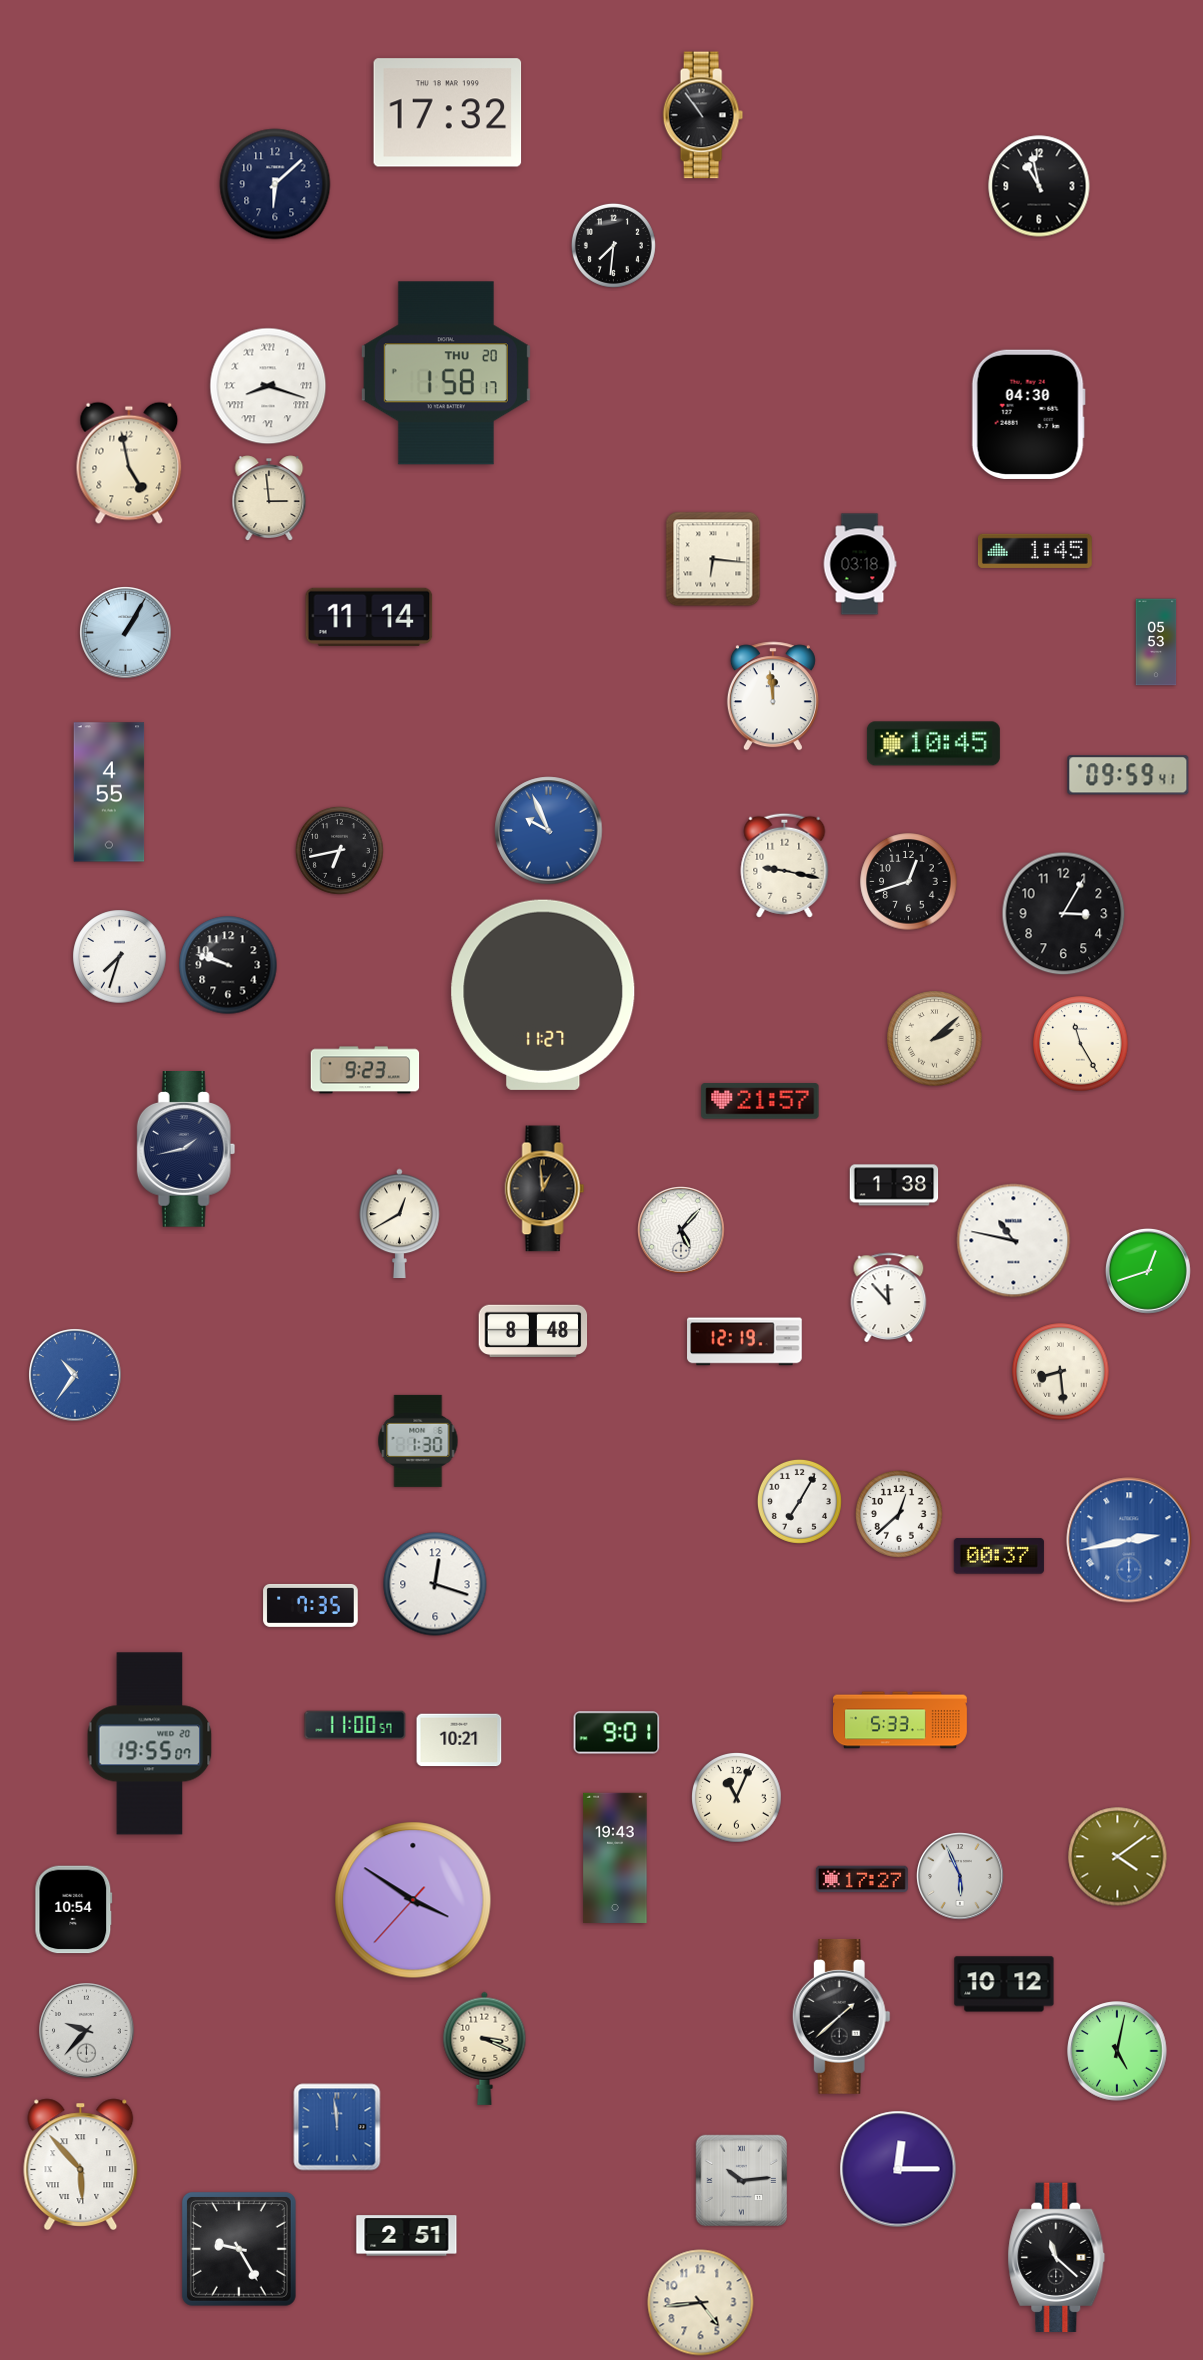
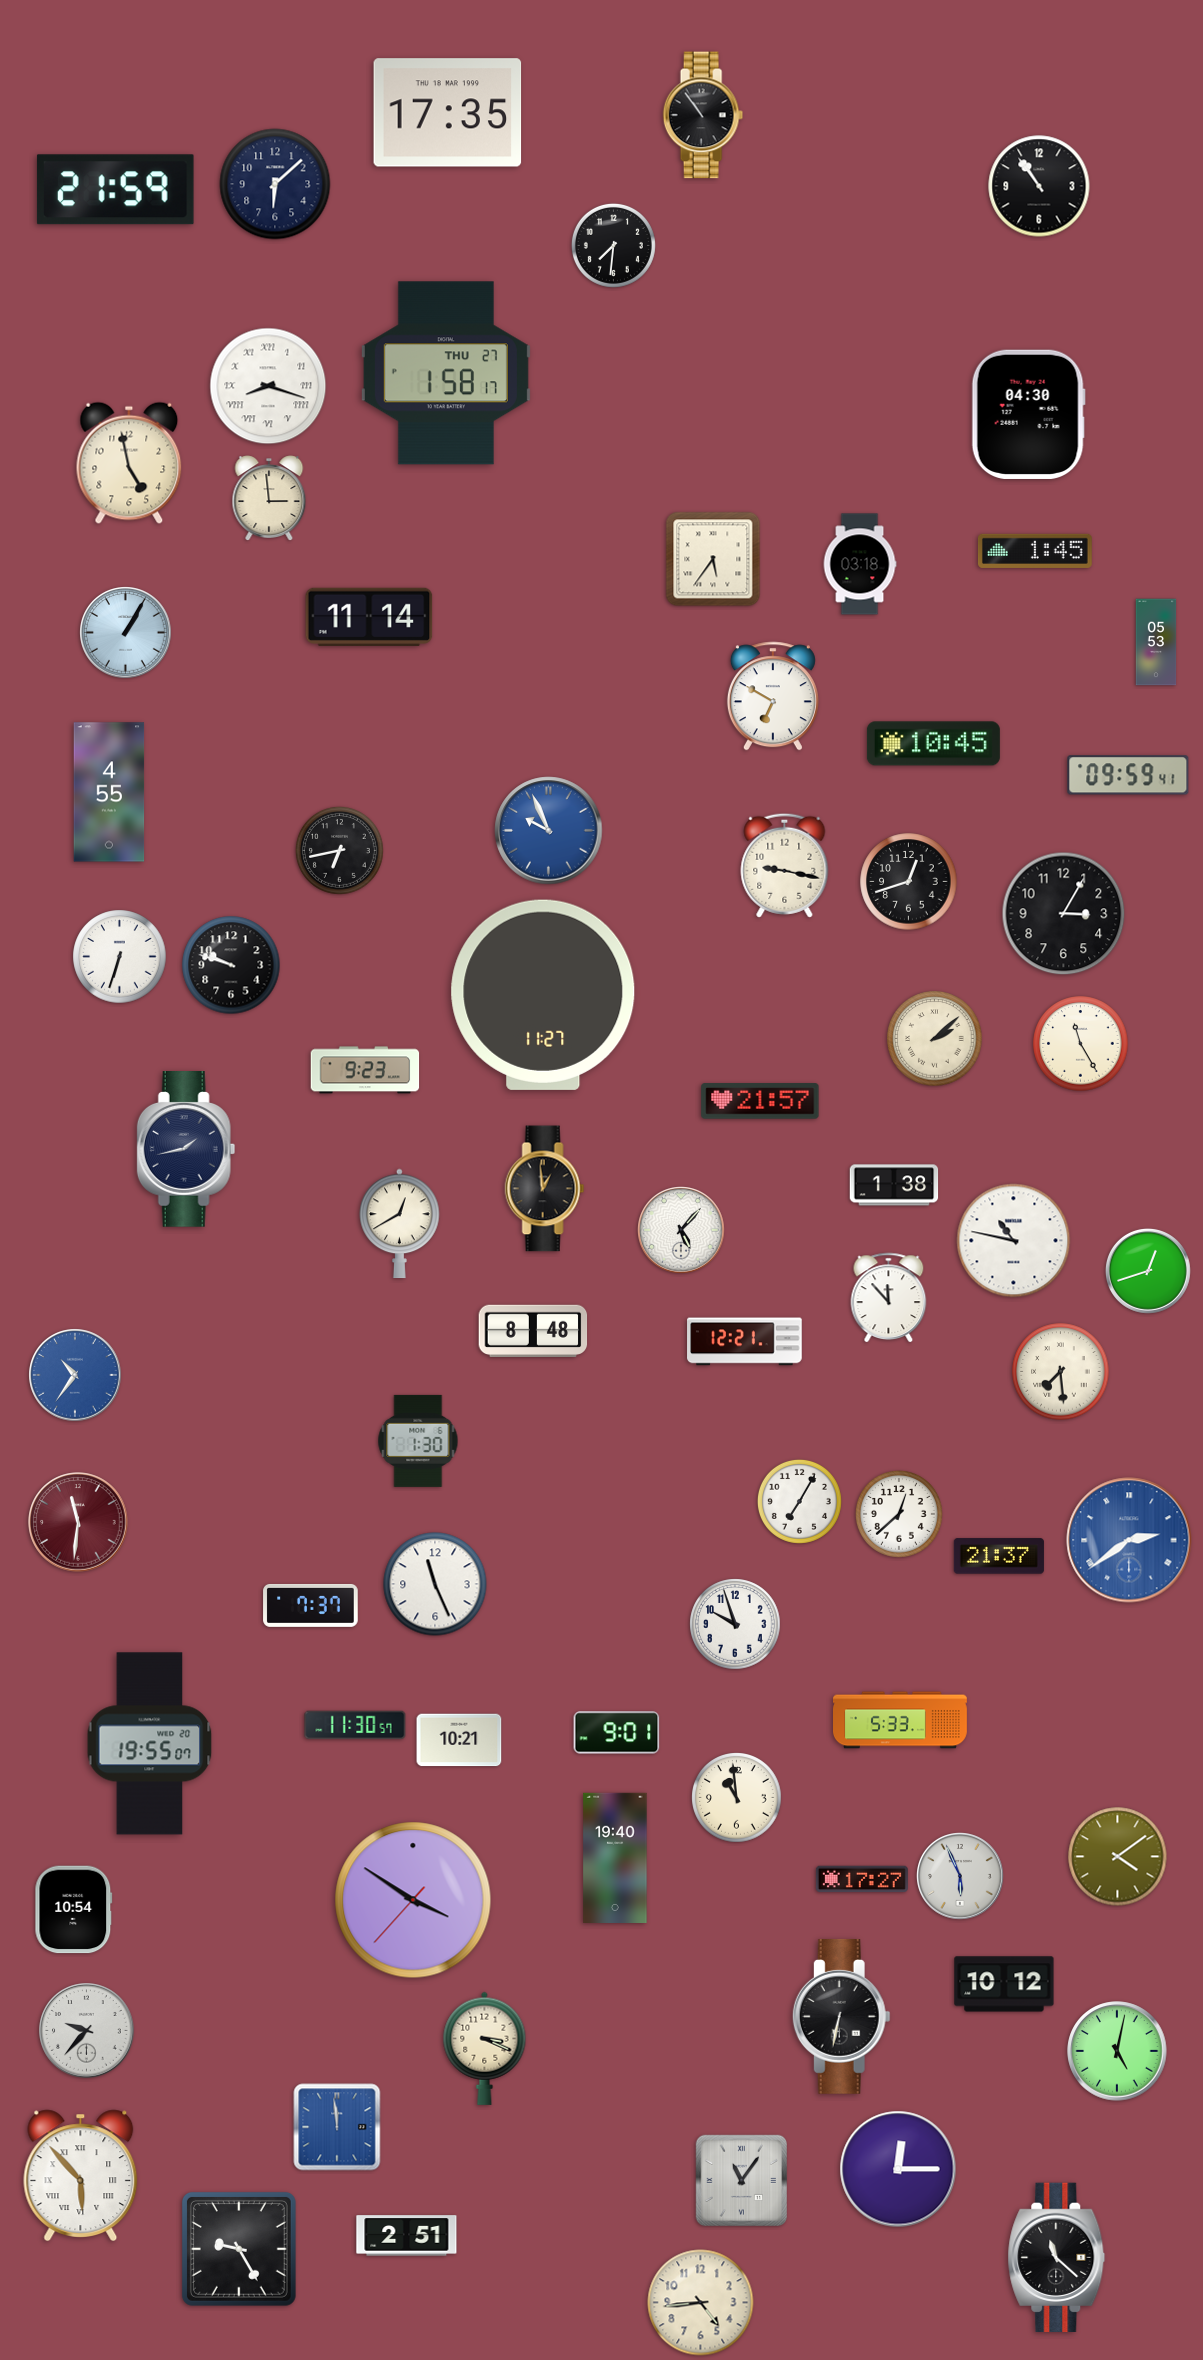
clock at (448, 113): 17:32 -> 17:35
clock at (1039, 186): 10:58 -> 10:54
clock at (115, 190): none -> 21:59
clock at (446, 373) date: THU 20 -> THU 27
clock at (713, 559): 6:16 -> 5:36
clock at (773, 696): 11:59 -> 6:50
clock at (120, 957): 7:33 -> 6:33
clock at (228, 965) position: (228, 965) -> (231, 965)
clock at (745, 1342): 12:19 -> 12:21
clock at (1061, 1372): 8:29 -> 7:29
clock at (78, 1522): none -> 11:31
clock at (1129, 1540): 2:43 -> 2:39
clock at (999, 1556): 00:37 -> 21:37
clock at (435, 1584): 12:18 -> 11:26
clock at (311, 1605): 7:35 -> 7:37
clock at (735, 1624): none -> 9:57
clock at (355, 1725): 11:00 -> 11:30
clock at (737, 1798): 11:04 -> 10:59
clock at (615, 1857): 19:43 -> 19:40
clock at (841, 2016): 1:38 -> 6:32
clock at (81, 2164) position: (81, 2164) -> (81, 2175)
clock at (741, 2180): 10:14 -> 11:06
